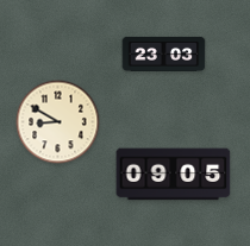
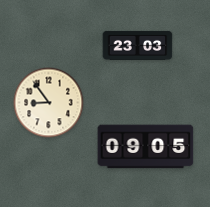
clock at (58, 122): 8:50 -> 8:54
